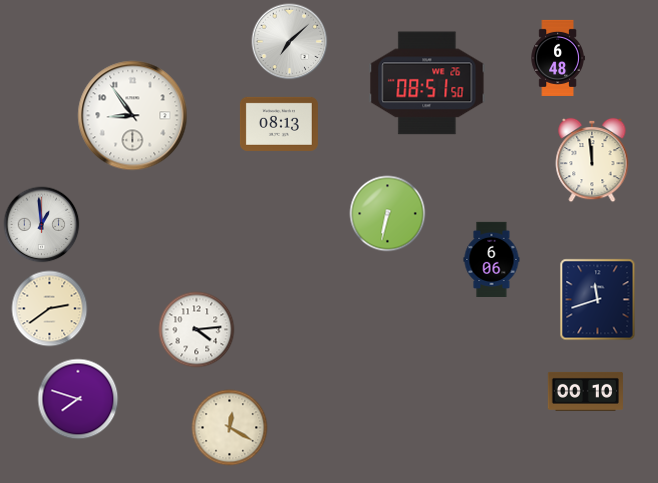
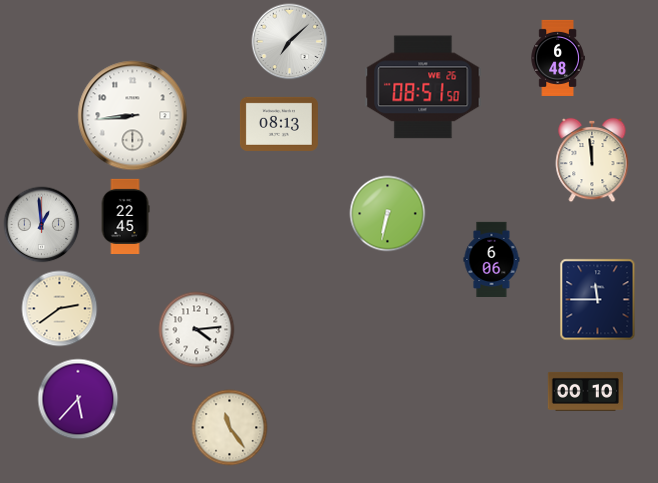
clock at (427, 83) position: (427, 83) -> (423, 87)
clock at (133, 116): 8:54 -> 8:44
clock at (125, 216): none -> 22:45
clock at (598, 300): 11:42 -> 11:45
clock at (50, 309) position: (50, 309) -> (60, 309)
clock at (78, 399): 7:48 -> 5:37
clock at (230, 428): 12:20 -> 11:24
